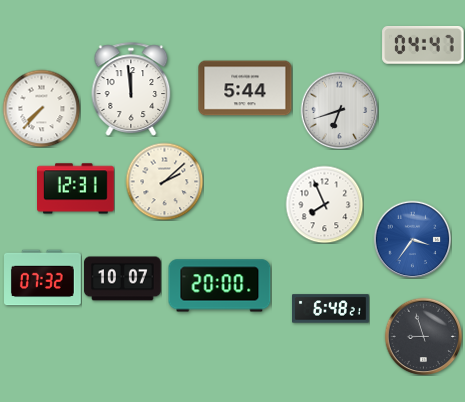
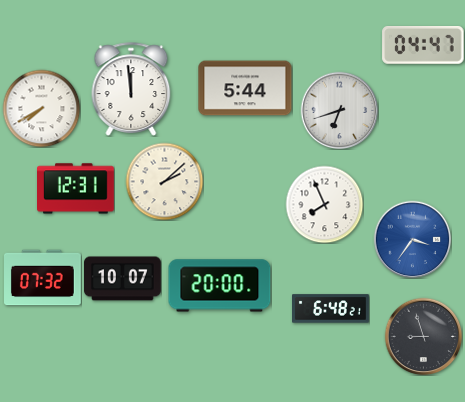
clock at (41, 108): 7:37 -> 7:40
